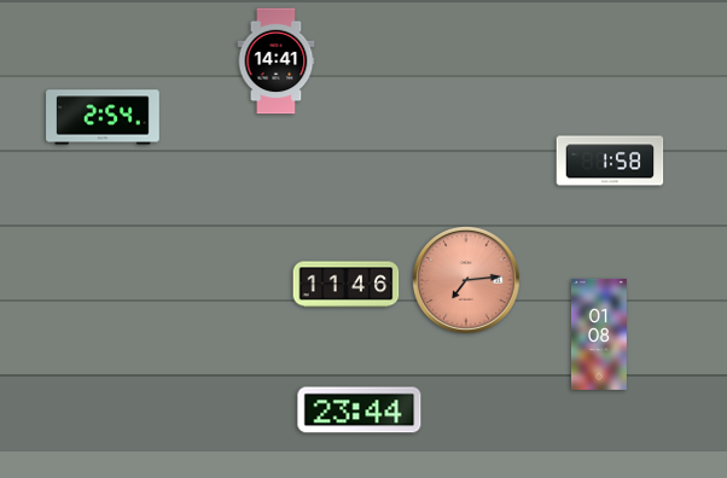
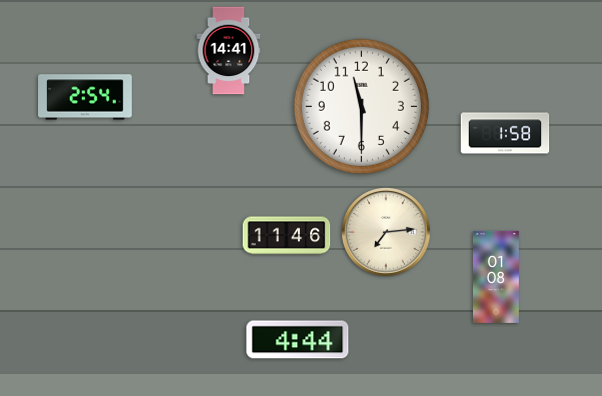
clock at (361, 106): none -> 11:30
clock at (467, 281) dial: salmon -> cream
clock at (360, 410): 23:44 -> 4:44
